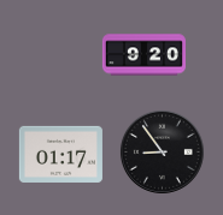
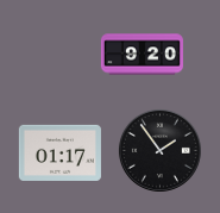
clock at (162, 151): 8:54 -> 1:54
